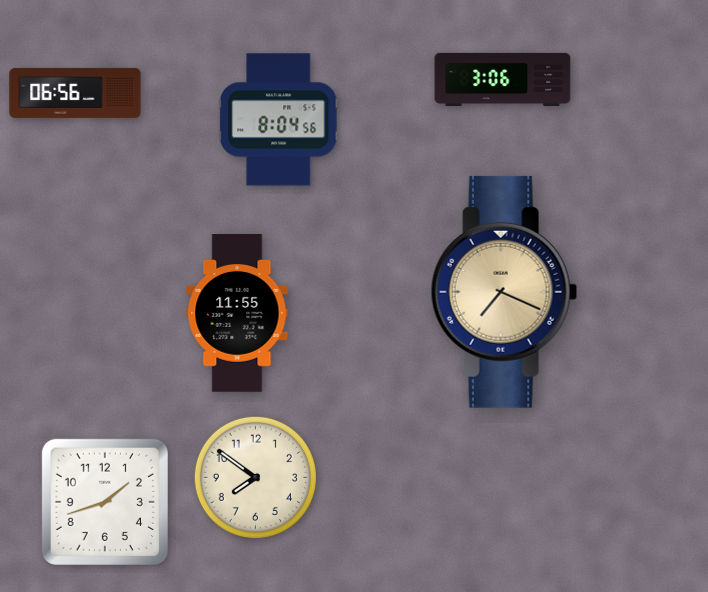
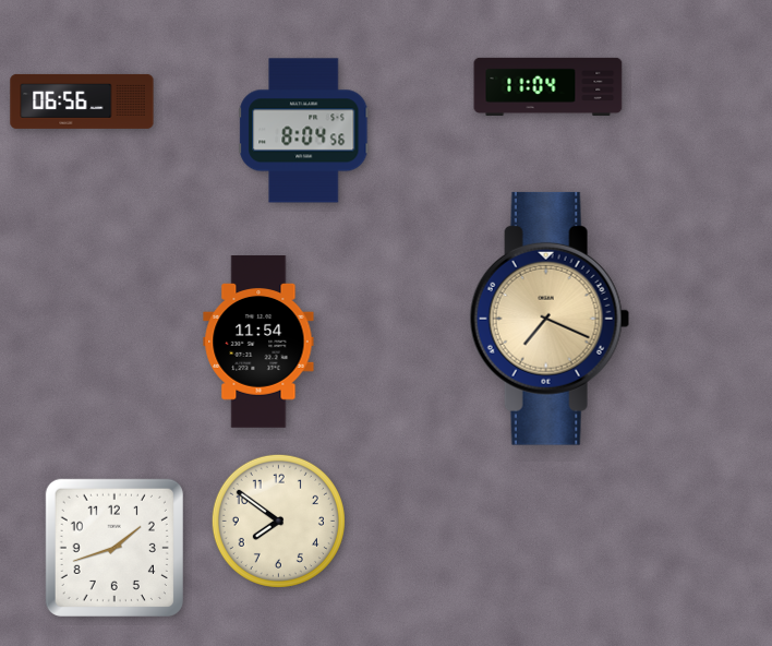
clock at (503, 79): 3:06 -> 11:04
clock at (237, 313): 11:55 -> 11:54
